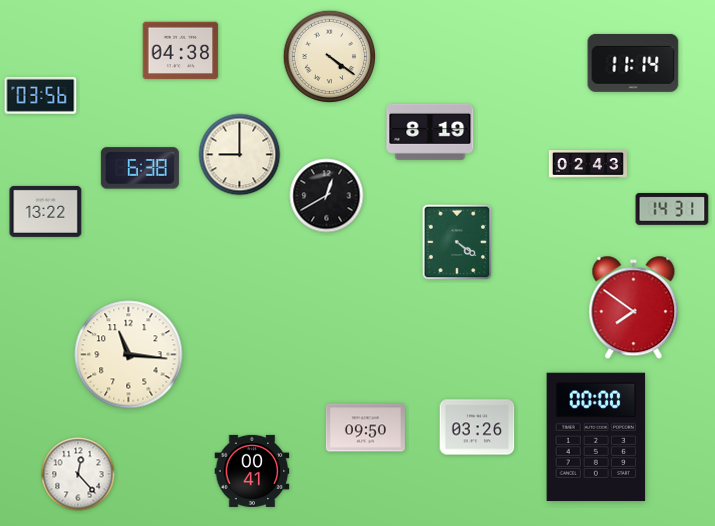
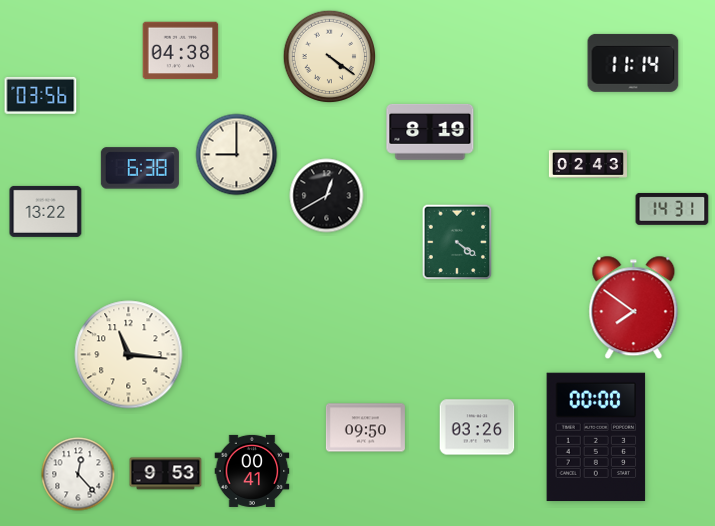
clock at (240, 155) position: (240, 155) -> (237, 155)
clock at (166, 474): none -> 9:53
